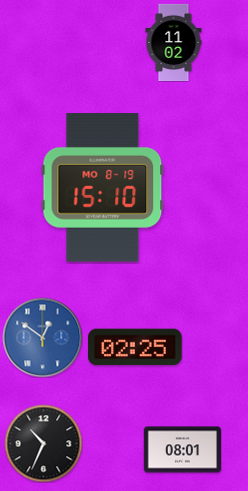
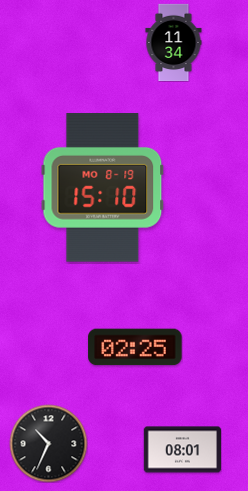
clock at (174, 42): 11:02 -> 11:34
clock at (42, 337): 12:51 -> none
clock at (43, 443) position: (43, 443) -> (48, 443)
